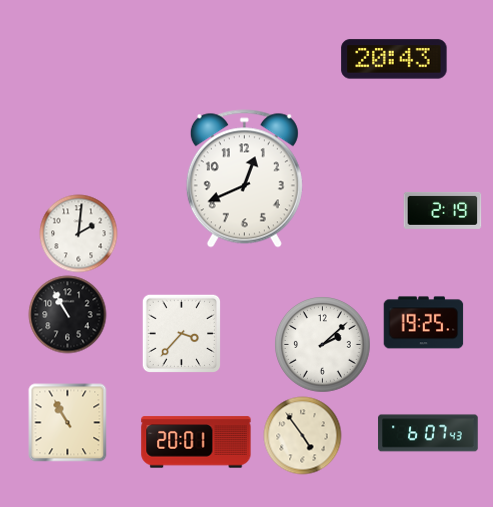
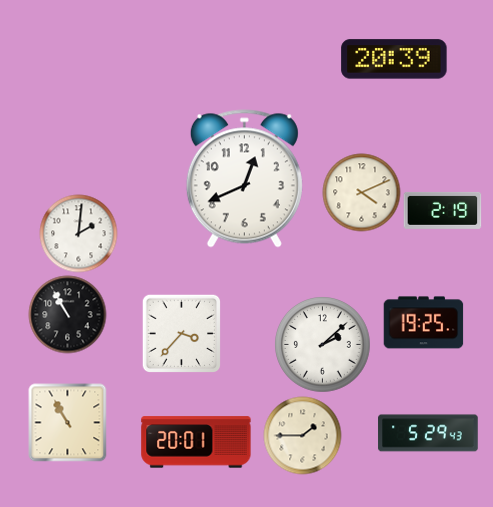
clock at (394, 59): 20:43 -> 20:39
clock at (361, 192): none -> 4:11
clock at (428, 433): 6:07 -> 5:29
clock at (302, 435): 4:54 -> 1:45
